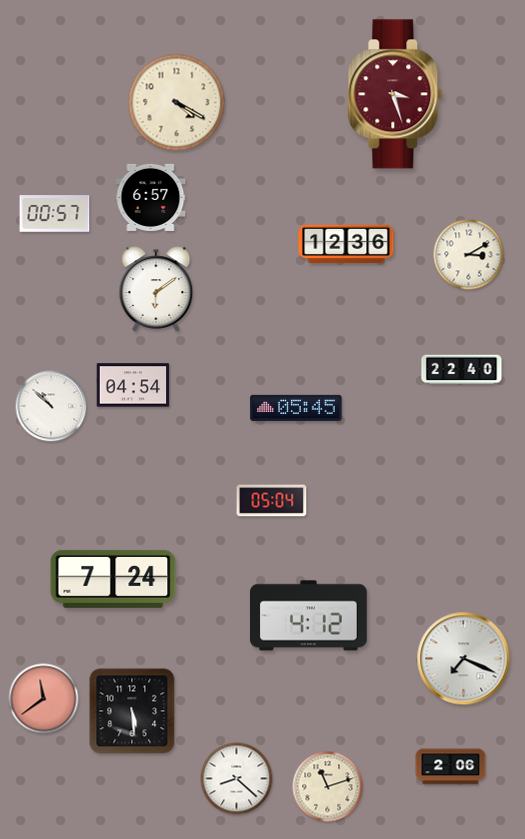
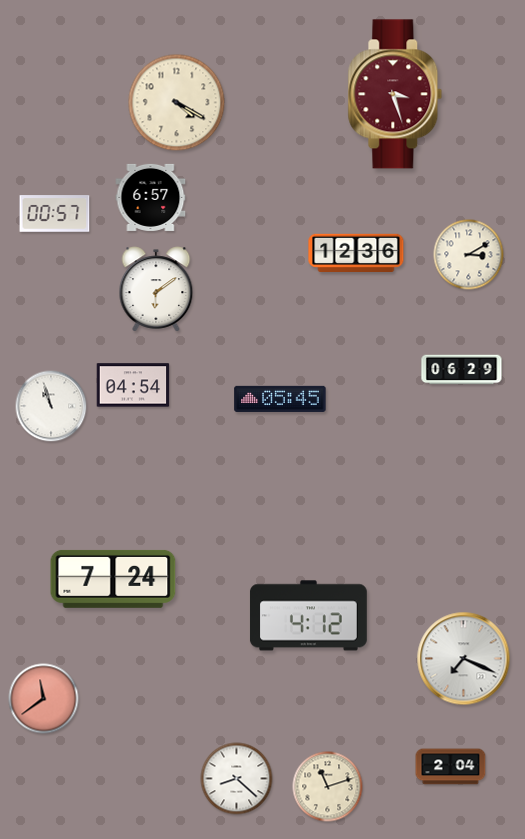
clock at (346, 243) position: (346, 243) -> (356, 252)
clock at (462, 370): 22:40 -> 06:29
clock at (51, 406): 10:52 -> 10:57
clock at (296, 408) position: (296, 408) -> (280, 399)
clock at (272, 501): 05:04 -> none
clock at (132, 711): 5:29 -> none
clock at (451, 767): 2:06 -> 2:04
